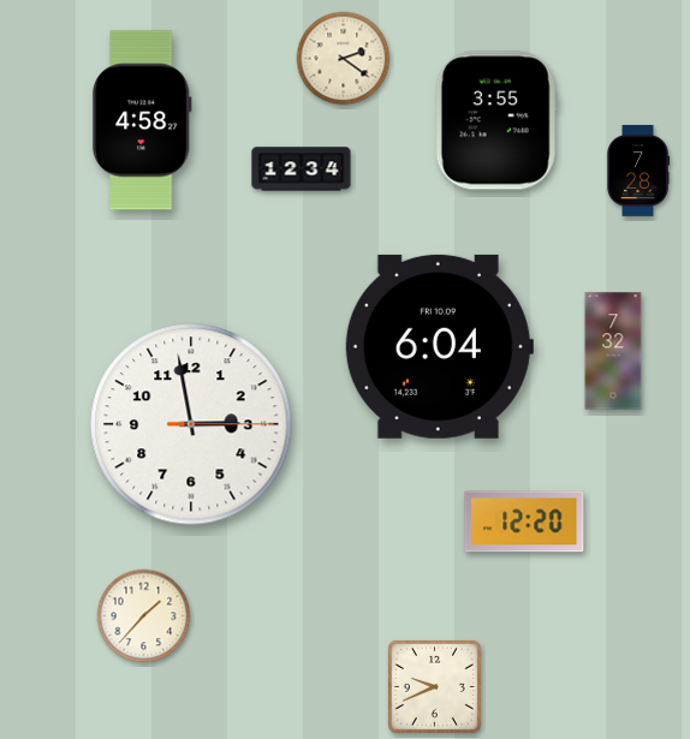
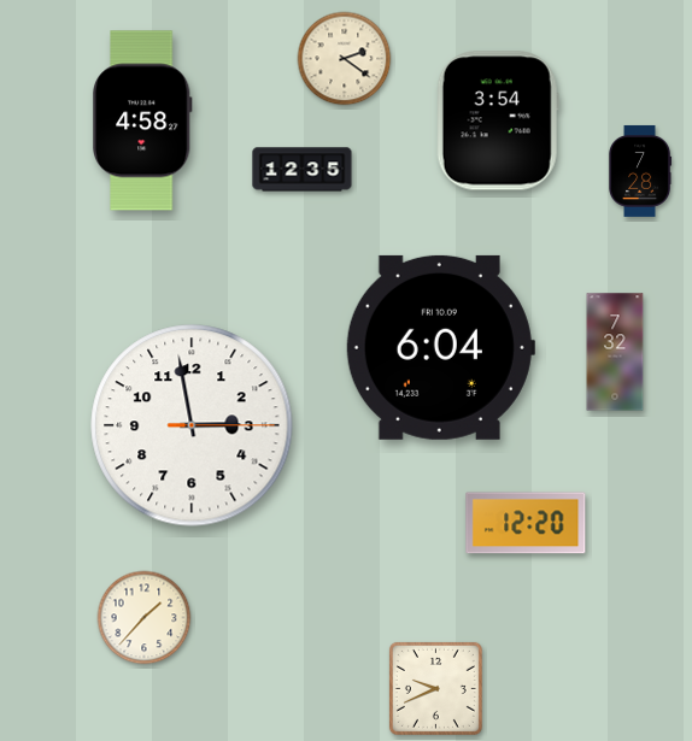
clock at (496, 120): 3:55 -> 3:54
clock at (302, 169): 12:34 -> 12:35
